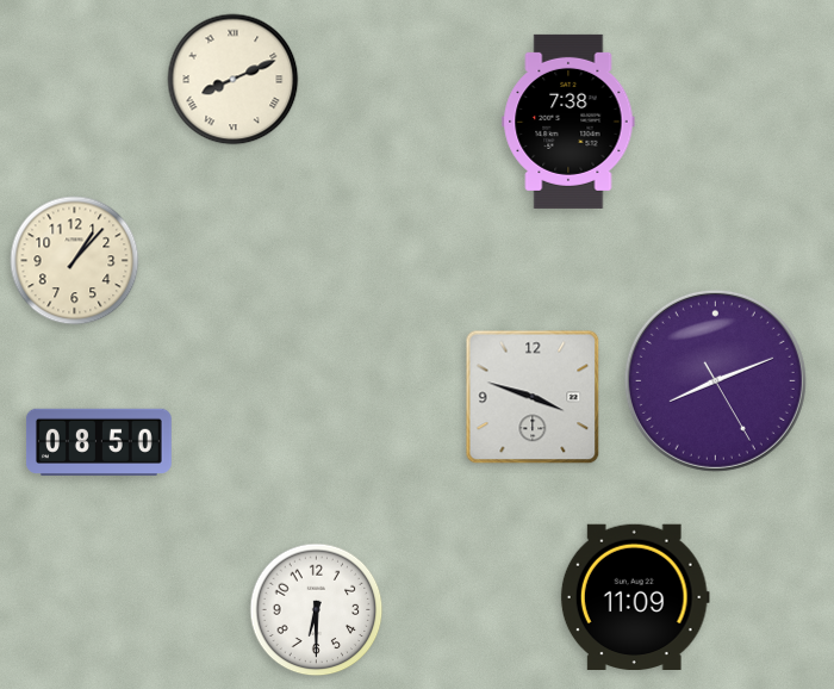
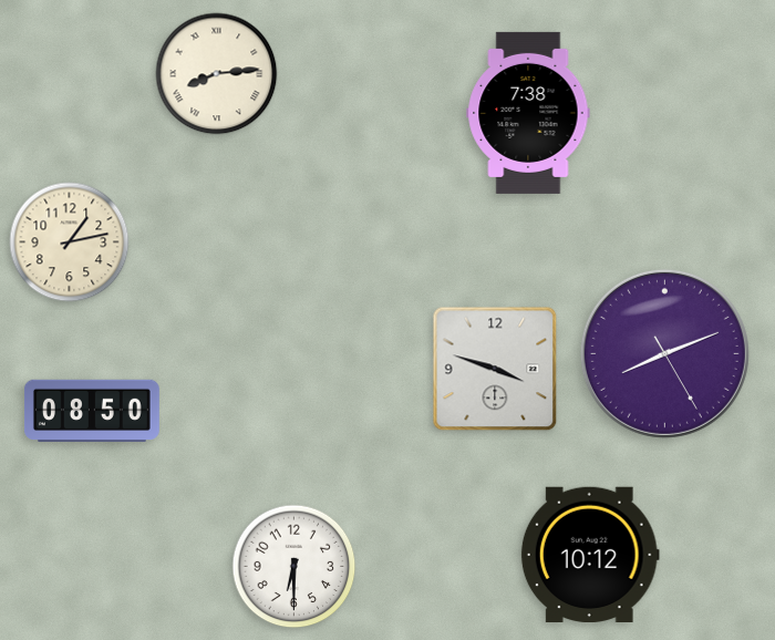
clock at (234, 80): 8:11 -> 8:14
clock at (75, 261): 1:07 -> 1:13
clock at (635, 596): 11:09 -> 10:12
